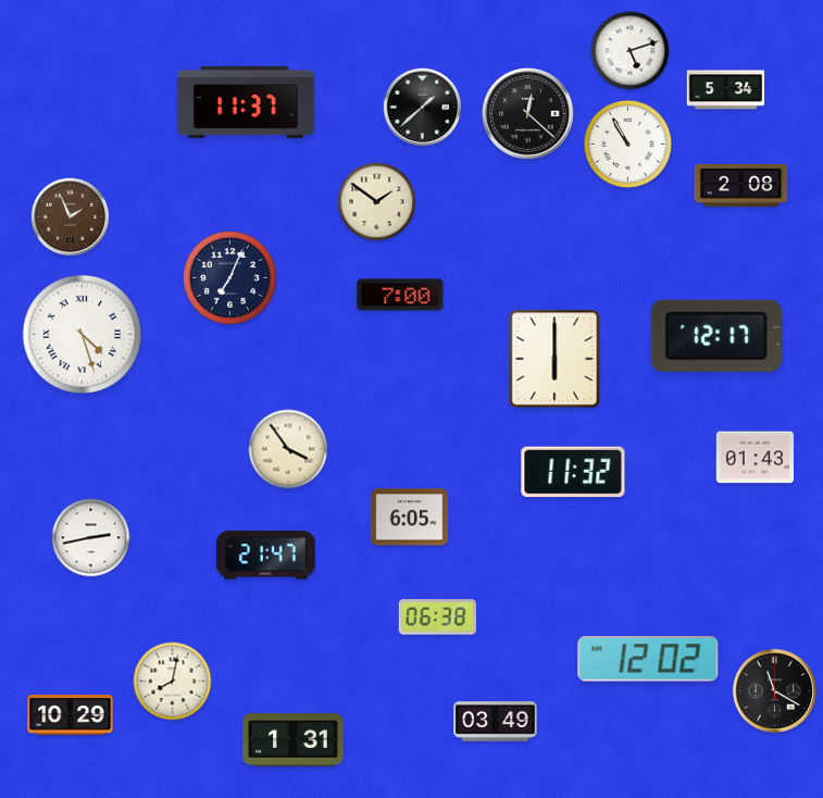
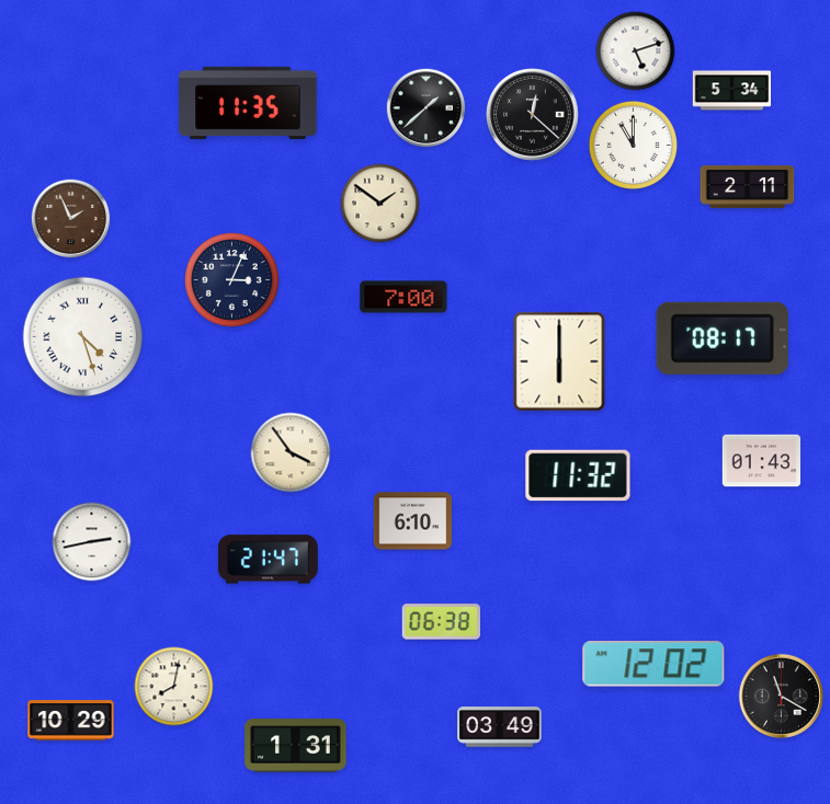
clock at (246, 101): 11:37 -> 11:35
clock at (627, 144): 10:55 -> 11:00
clock at (741, 185): 2:08 -> 2:11
clock at (230, 278): 7:04 -> 3:04
clock at (716, 336): 12:17 -> 08:17
clock at (410, 518): 6:05 -> 6:10
